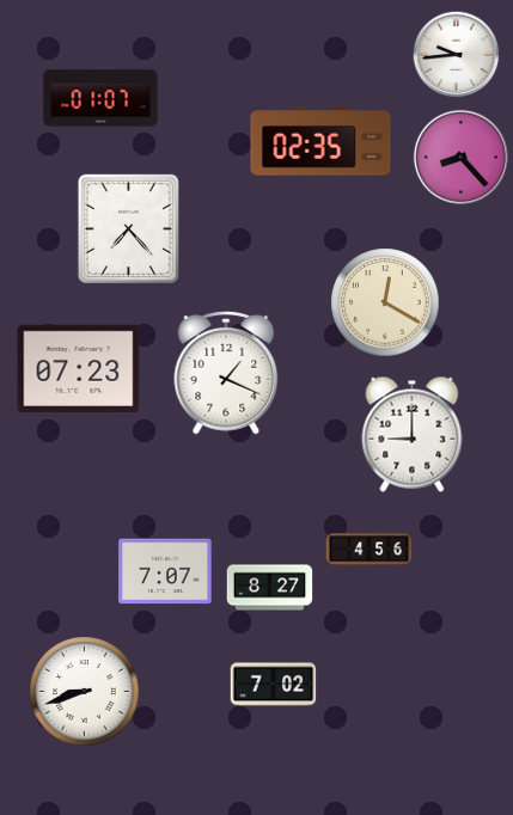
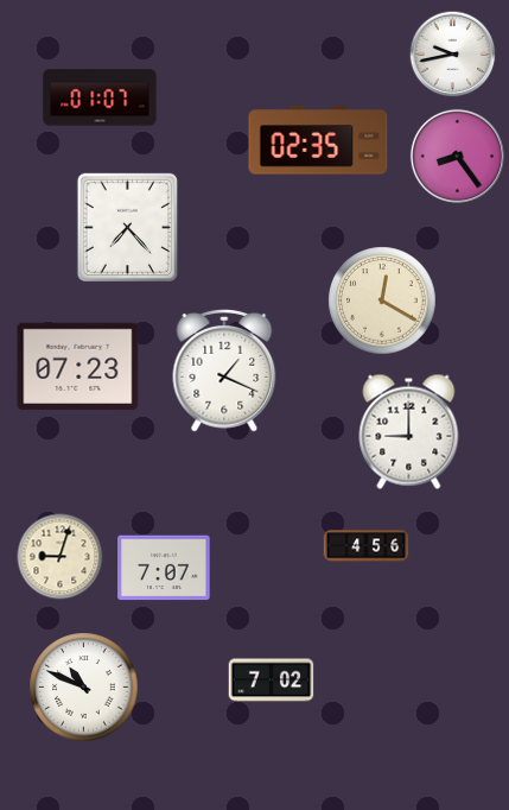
clock at (457, 55): 9:44 -> 9:43
clock at (460, 157): 8:23 -> 8:24
clock at (61, 557): none -> 9:03
clock at (270, 588): 8:27 -> none
clock at (85, 692): 8:42 -> 10:49
